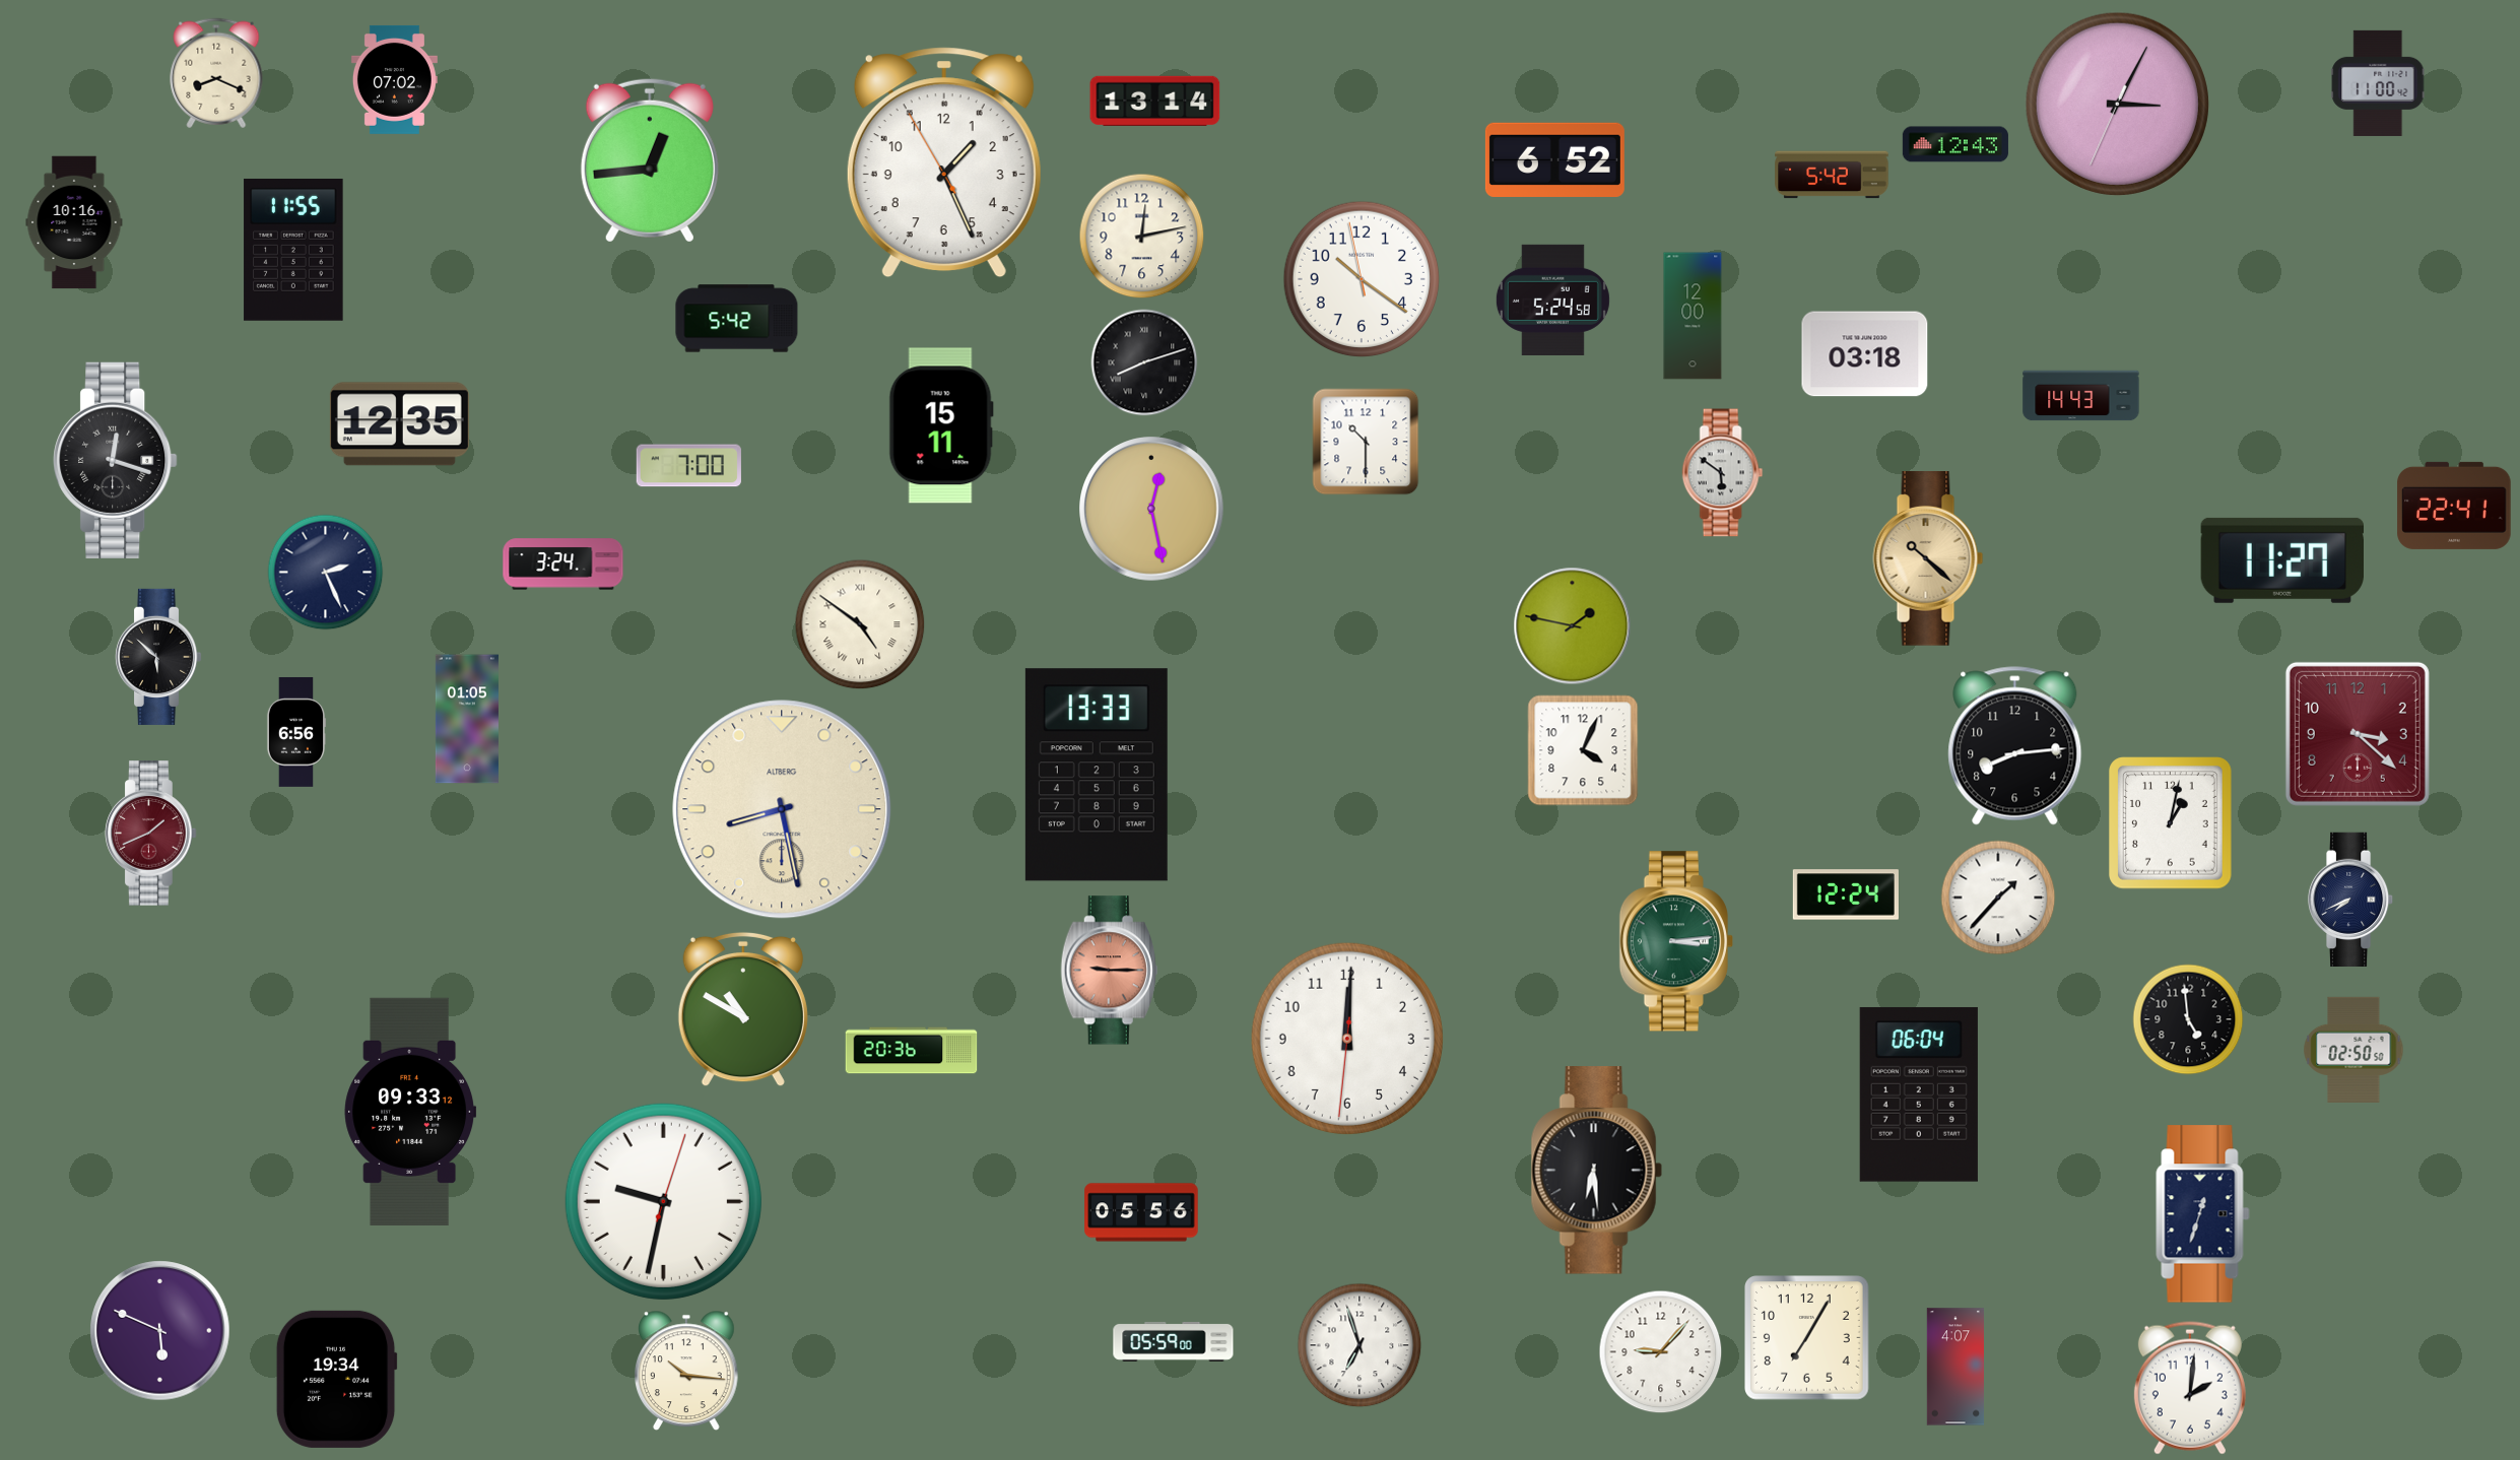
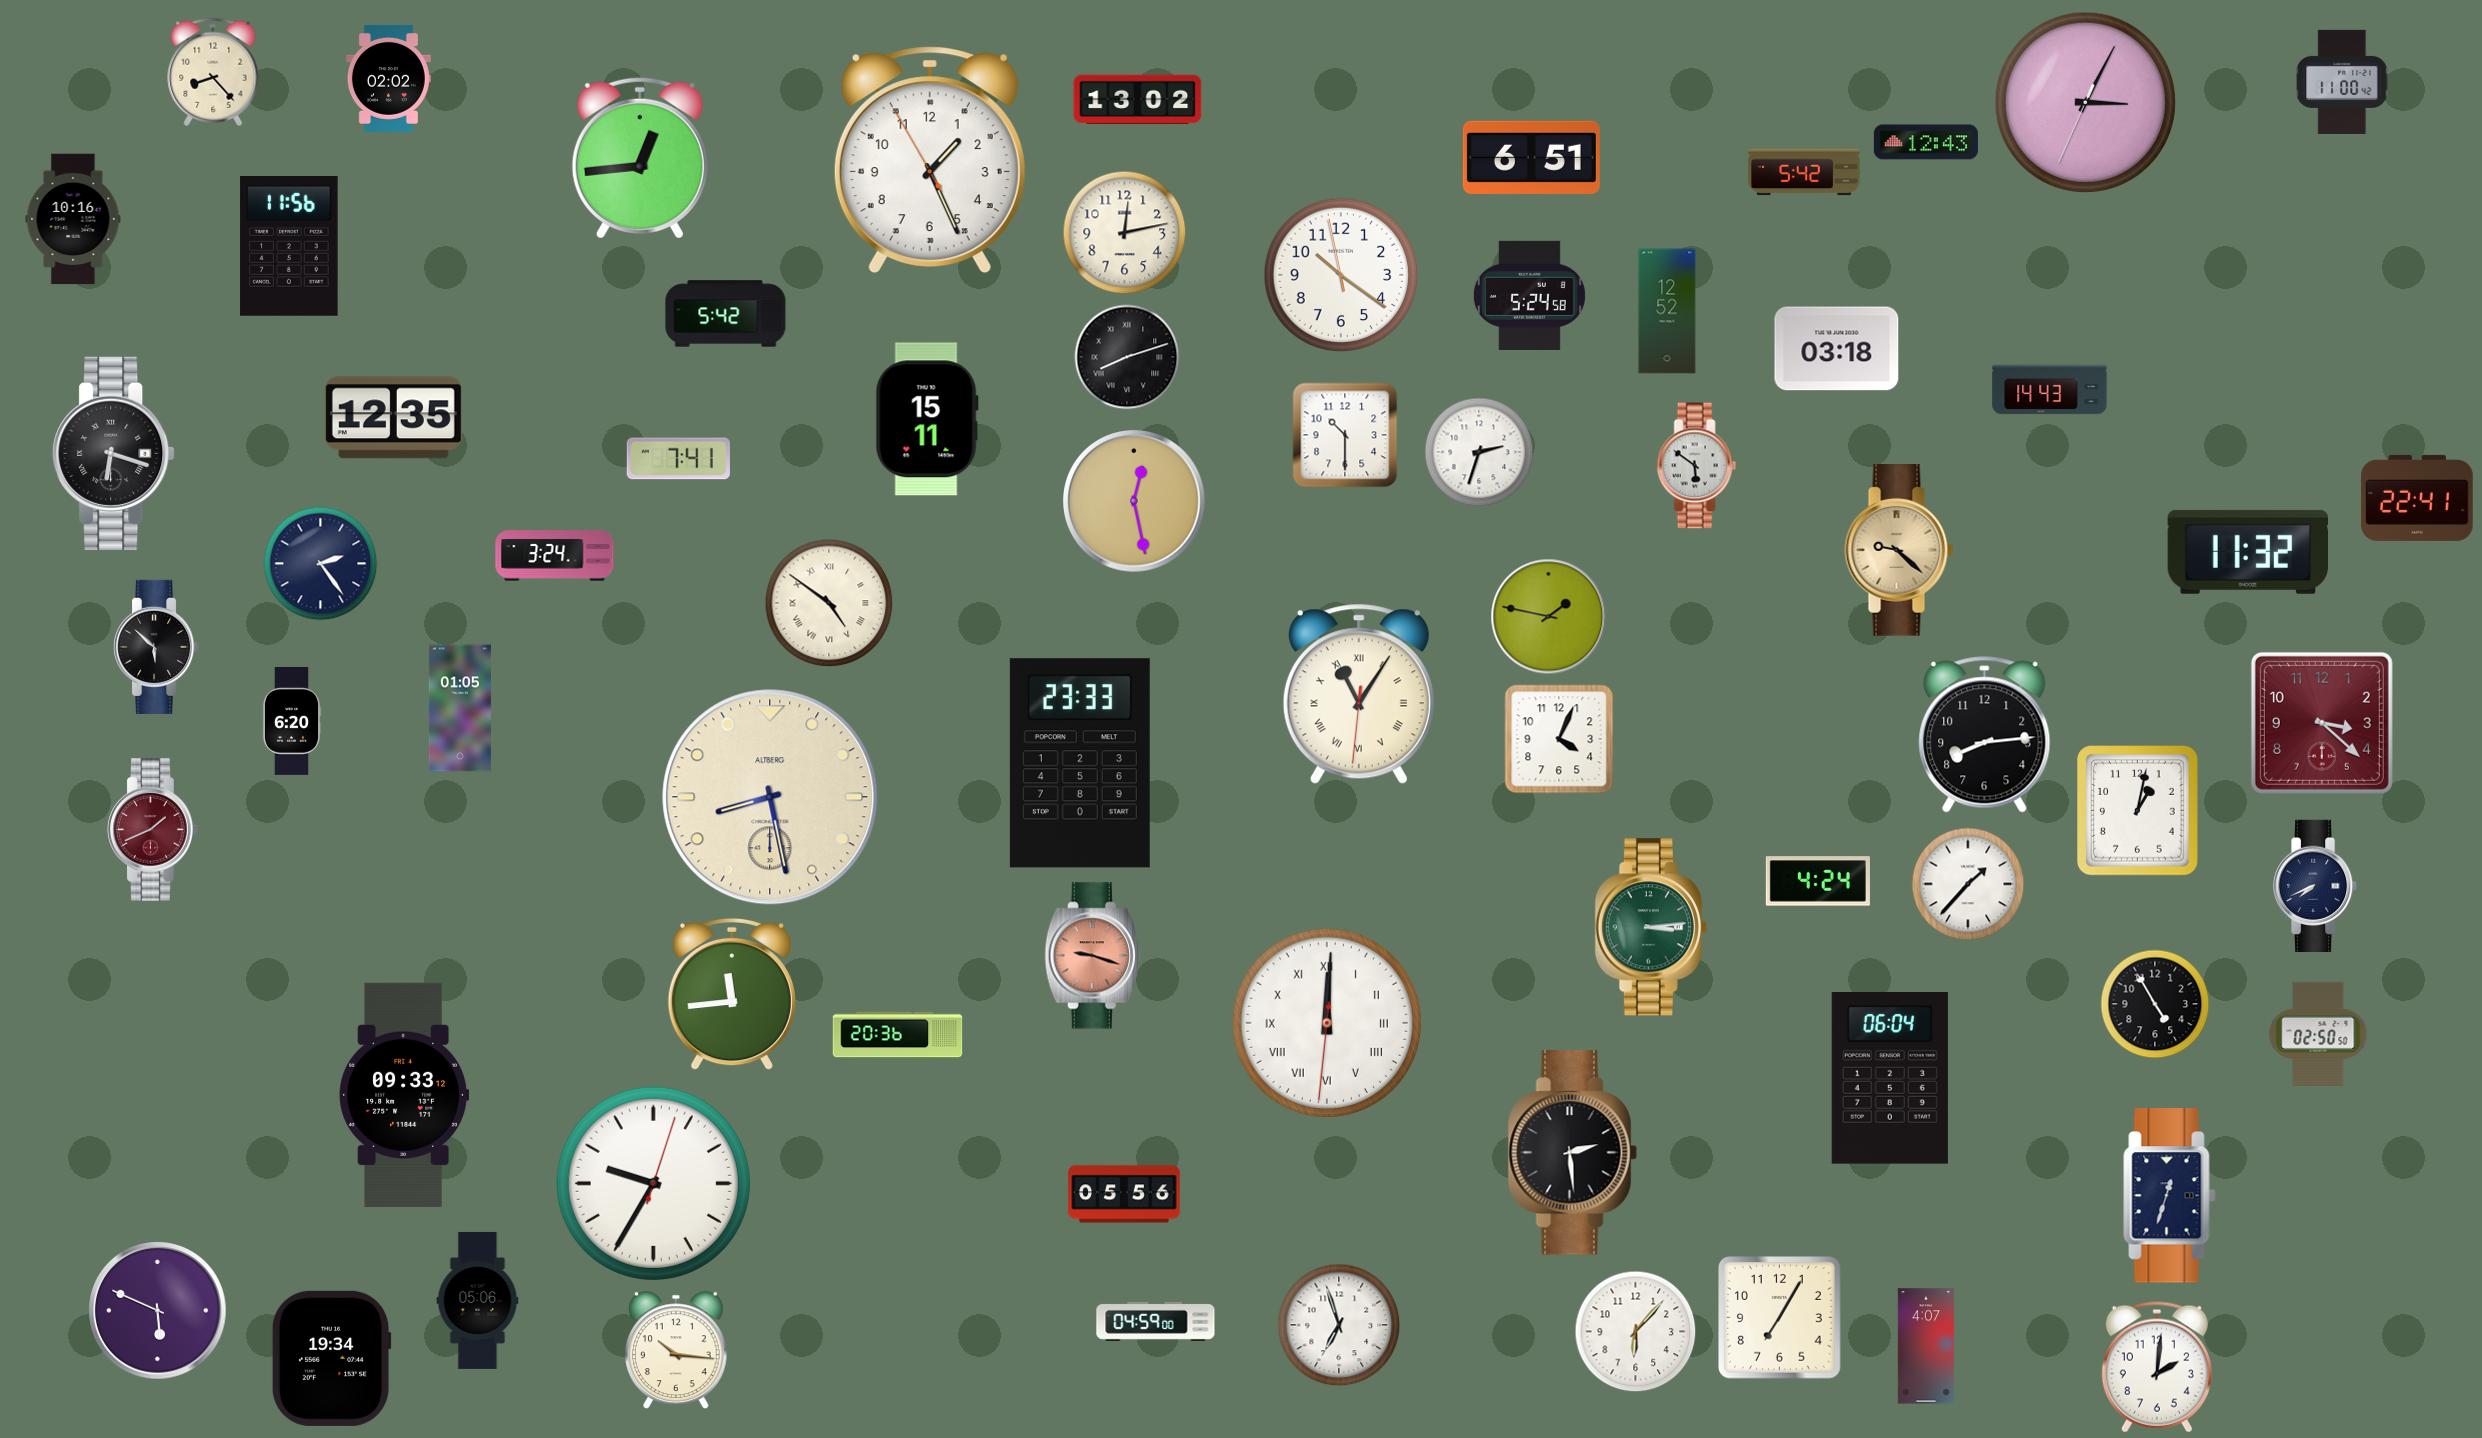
clock at (216, 73): 8:19 -> 8:23
clock at (394, 79): 07:02 -> 02:02
clock at (1155, 101): 13:14 -> 13:02
clock at (1554, 159): 6:52 -> 6:51
clock at (293, 250): 11:55 -> 11:56
clock at (1693, 316): 12:00 -> 12:52
clock at (1479, 452): none -> 2:33
clock at (116, 460): 12:18 -> 6:18
clock at (688, 466): 7:00 -> 7:41
clock at (1928, 559): 10:22 -> 9:22
clock at (2282, 560): 11:27 -> 11:32
clock at (326, 573): 2:26 -> 2:24
clock at (860, 624) position: (860, 624) -> (829, 603)
clock at (1359, 694): none -> 11:05
clock at (296, 732): 6:56 -> 6:20
clock at (1097, 775): 13:33 -> 23:33
clock at (151, 834) position: (151, 834) -> (153, 830)
clock at (1846, 894): 12:24 -> 4:24
clock at (1109, 971): 9:15 -> 9:18
clock at (743, 1009): 10:50 -> 11:44
clock at (2188, 1019): 4:59 -> 4:55
clock at (1347, 1039) numerals: Arabic -> Roman
clock at (1596, 1171): 6:29 -> 2:29
clock at (663, 1201): 9:32 -> 9:35
clock at (478, 1300): none -> 05:06
clock at (1174, 1341): 05:59 -> 04:59
clock at (1661, 1352): 9:07 -> 6:07
